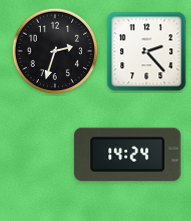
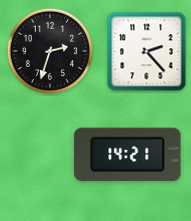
clock at (55, 51) position: (55, 51) -> (50, 51)
clock at (128, 154): 14:24 -> 14:21
